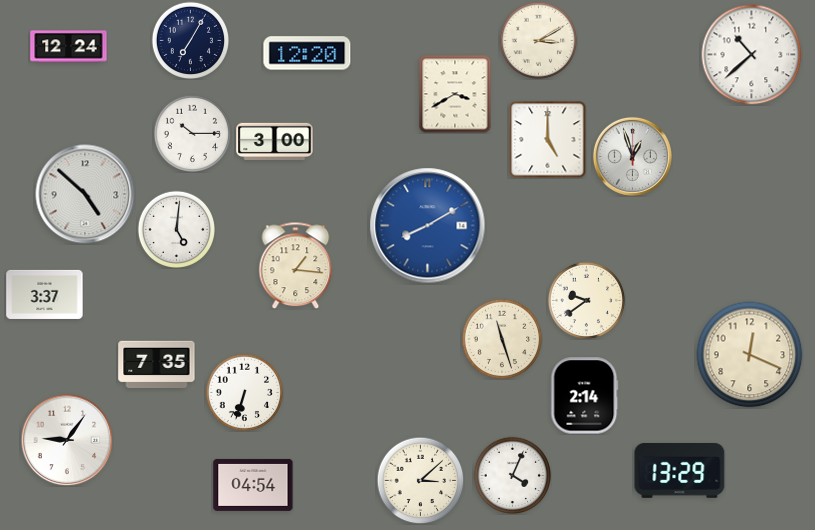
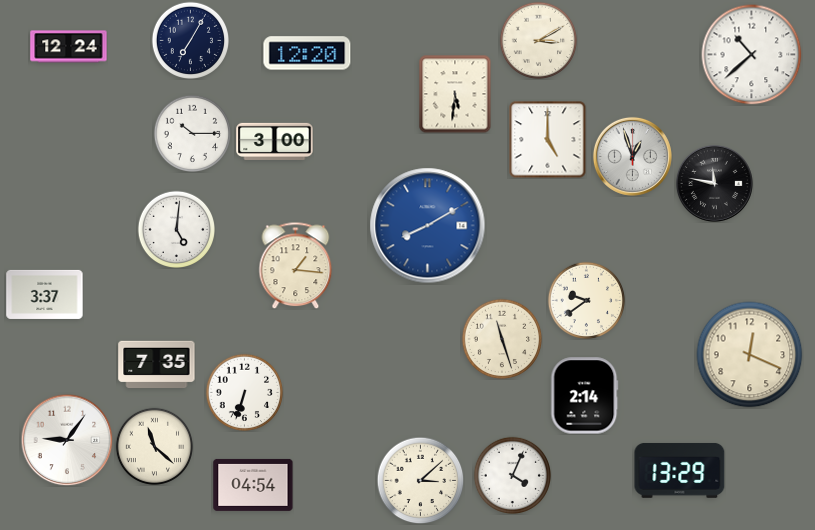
clock at (455, 94): 3:40 -> 5:31
clock at (714, 183): none -> 11:47
clock at (85, 194): 4:52 -> none
clock at (154, 446): none -> 11:22
